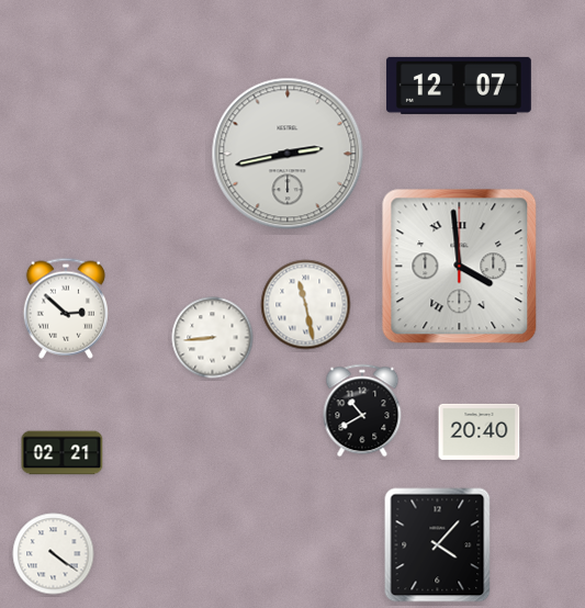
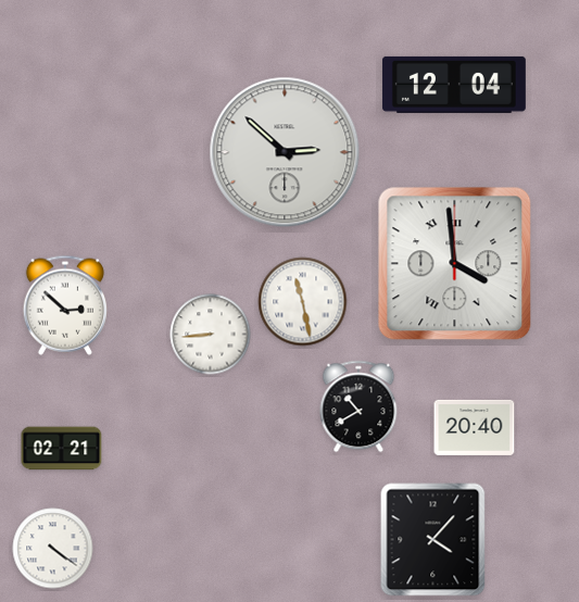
clock at (459, 86): 12:07 -> 12:04
clock at (288, 154): 2:43 -> 2:52
